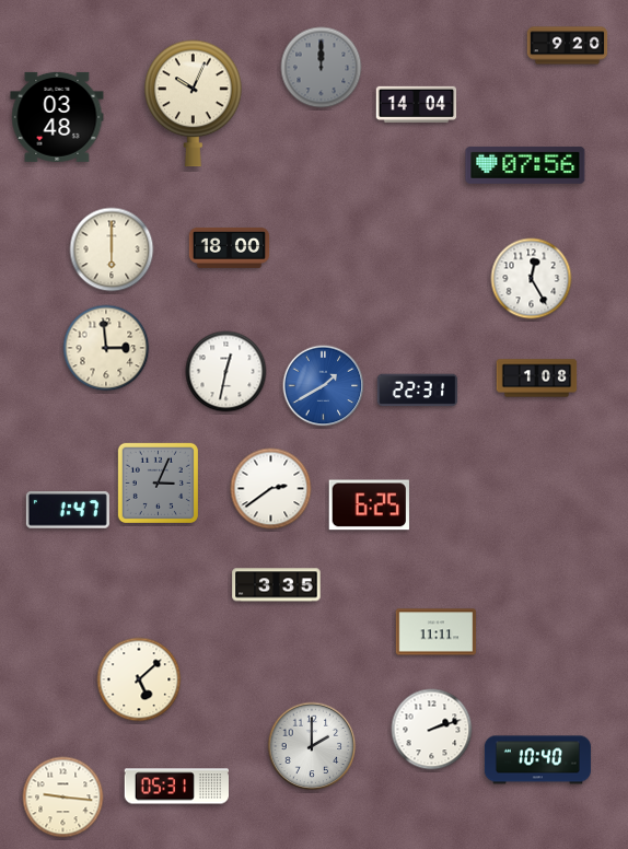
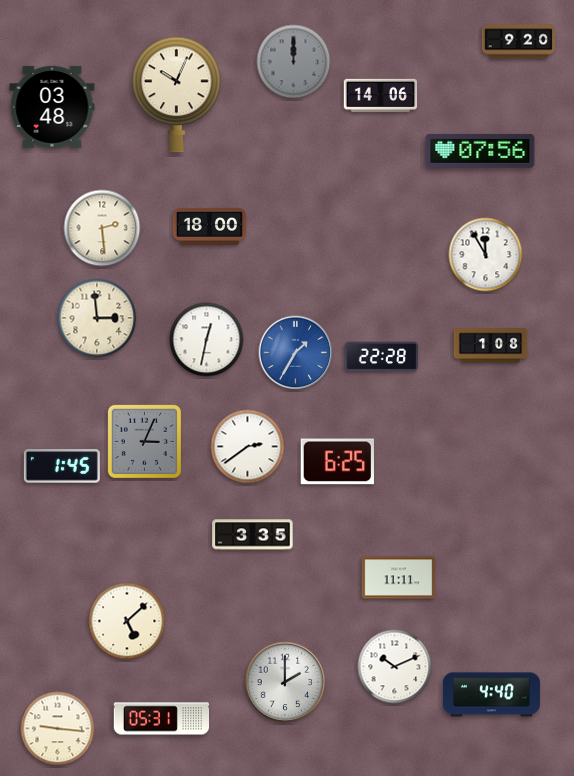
clock at (417, 104): 14:04 -> 14:06
clock at (112, 249): 6:00 -> 2:29
clock at (532, 279): 12:25 -> 11:55
clock at (324, 386): 1:40 -> 1:35
clock at (418, 391): 22:31 -> 22:28
clock at (68, 510): 1:47 -> 1:45
clock at (432, 730): 2:12 -> 10:11
clock at (537, 760): 10:40 -> 4:40
